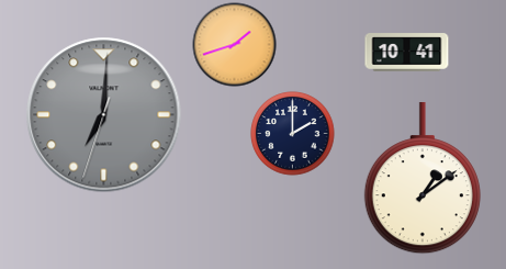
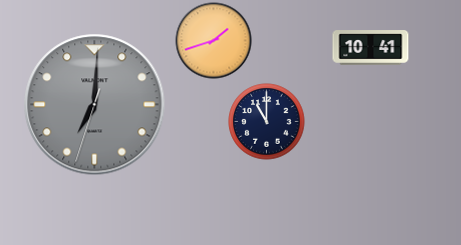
clock at (293, 134): 2:00 -> 11:00
clock at (423, 179): 1:09 -> none
